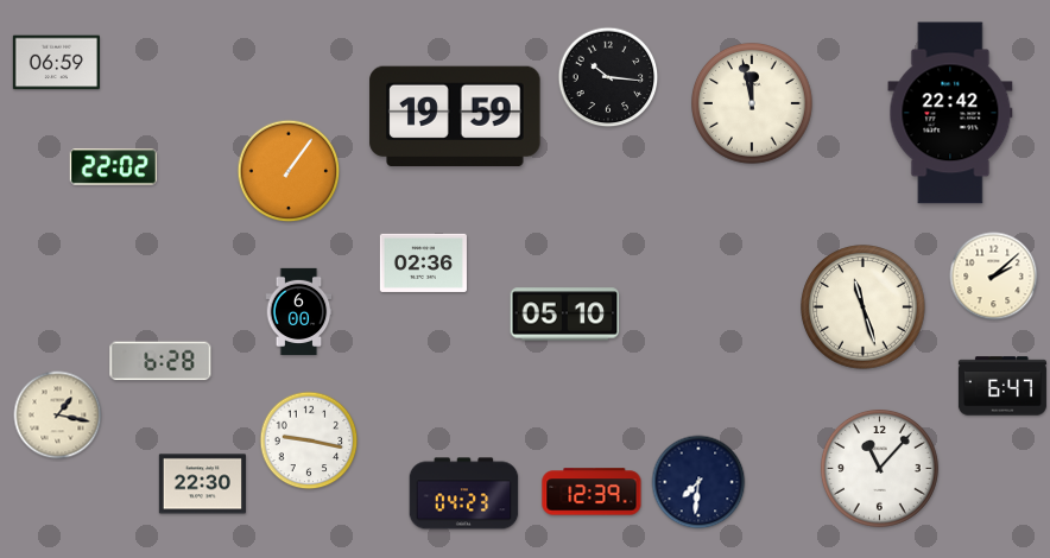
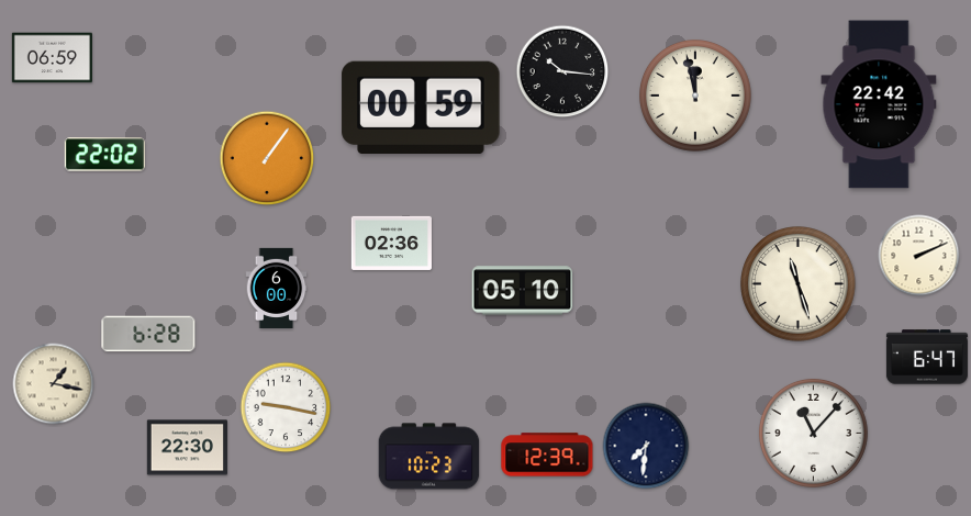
clock at (455, 116): 19:59 -> 00:59
clock at (994, 277): 2:08 -> 2:11
clock at (464, 494): 04:23 -> 10:23
